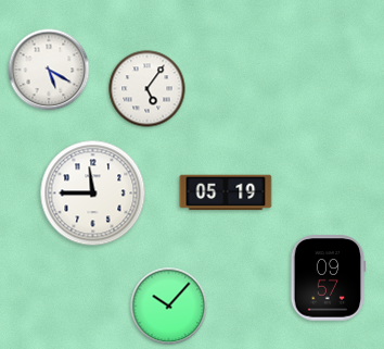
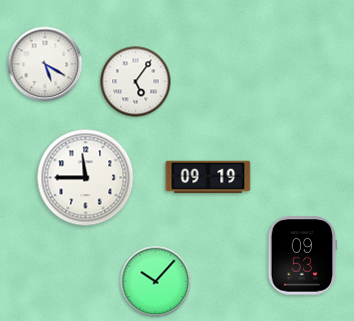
clock at (226, 192): 05:19 -> 09:19
clock at (328, 278): 09:57 -> 09:53
